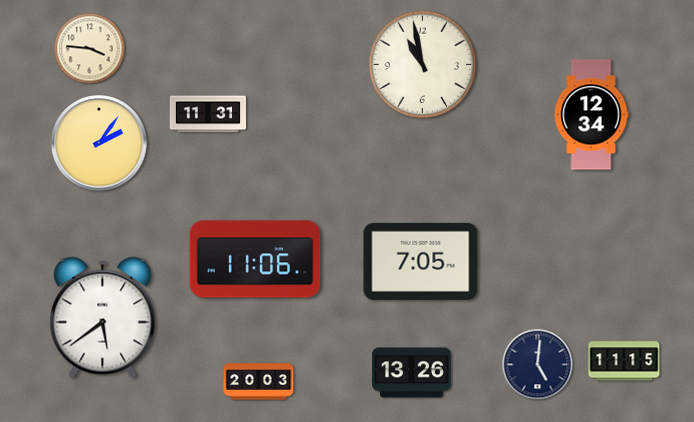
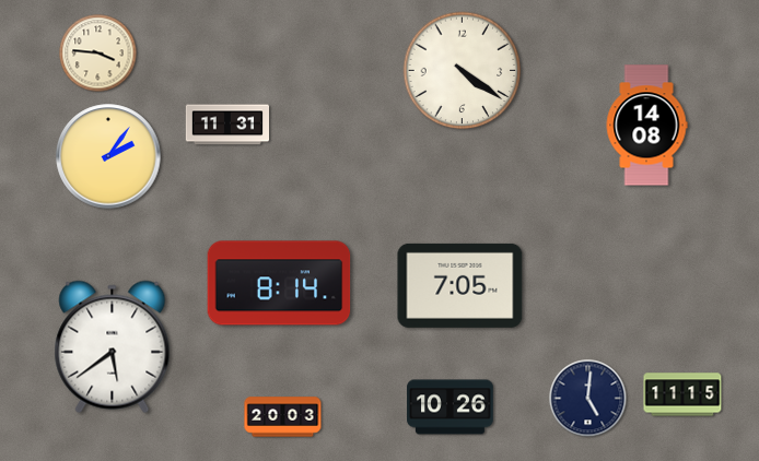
clock at (423, 65): 10:58 -> 4:21
clock at (591, 115): 12:34 -> 14:08
clock at (255, 259): 11:06 -> 8:14
clock at (412, 373): 13:26 -> 10:26
